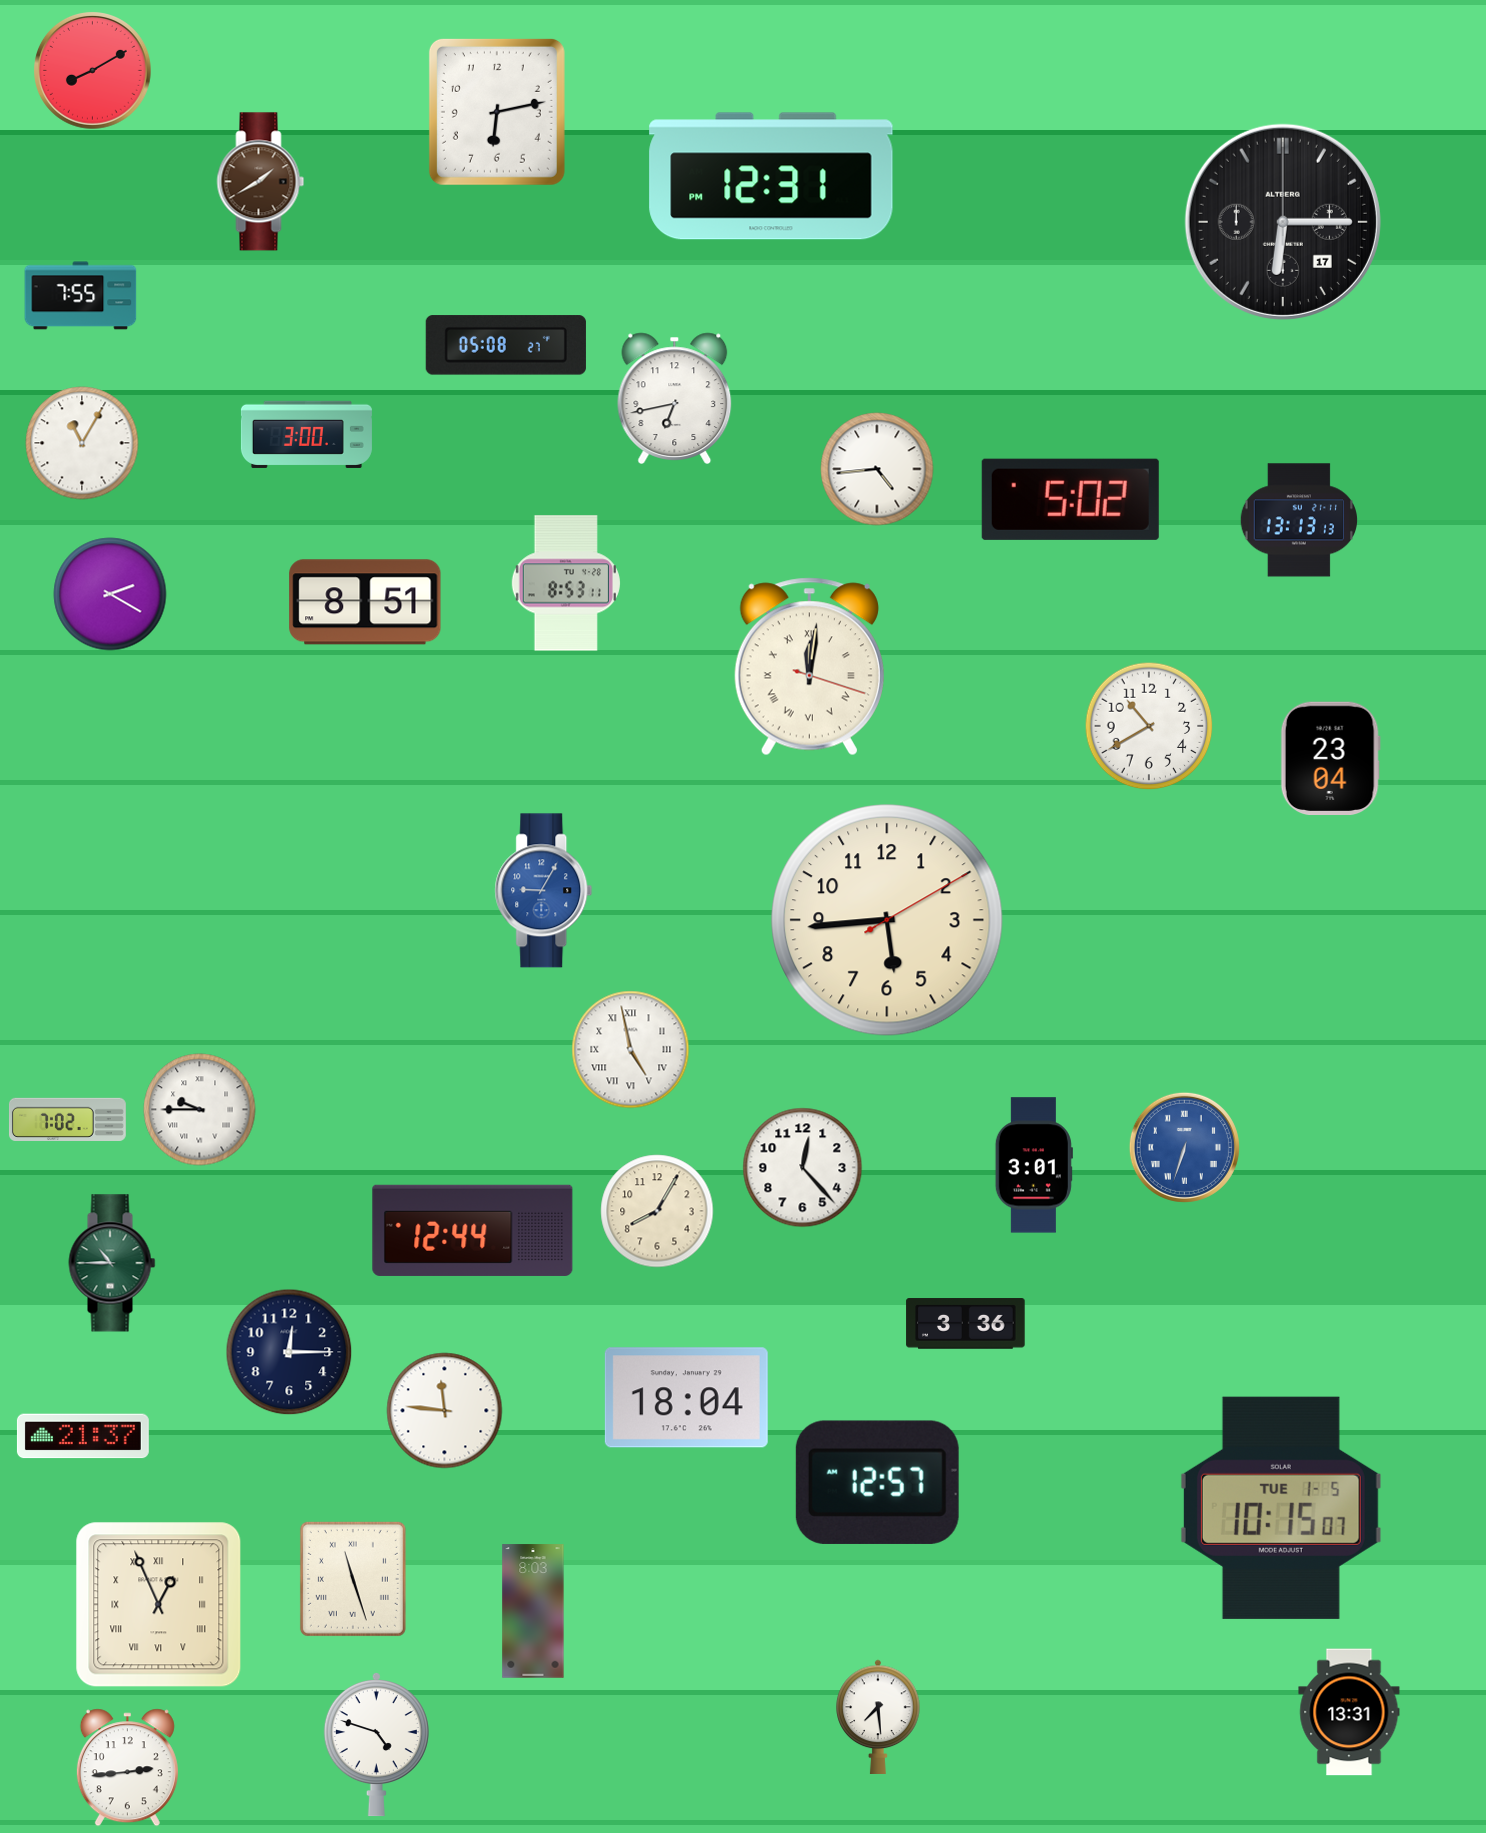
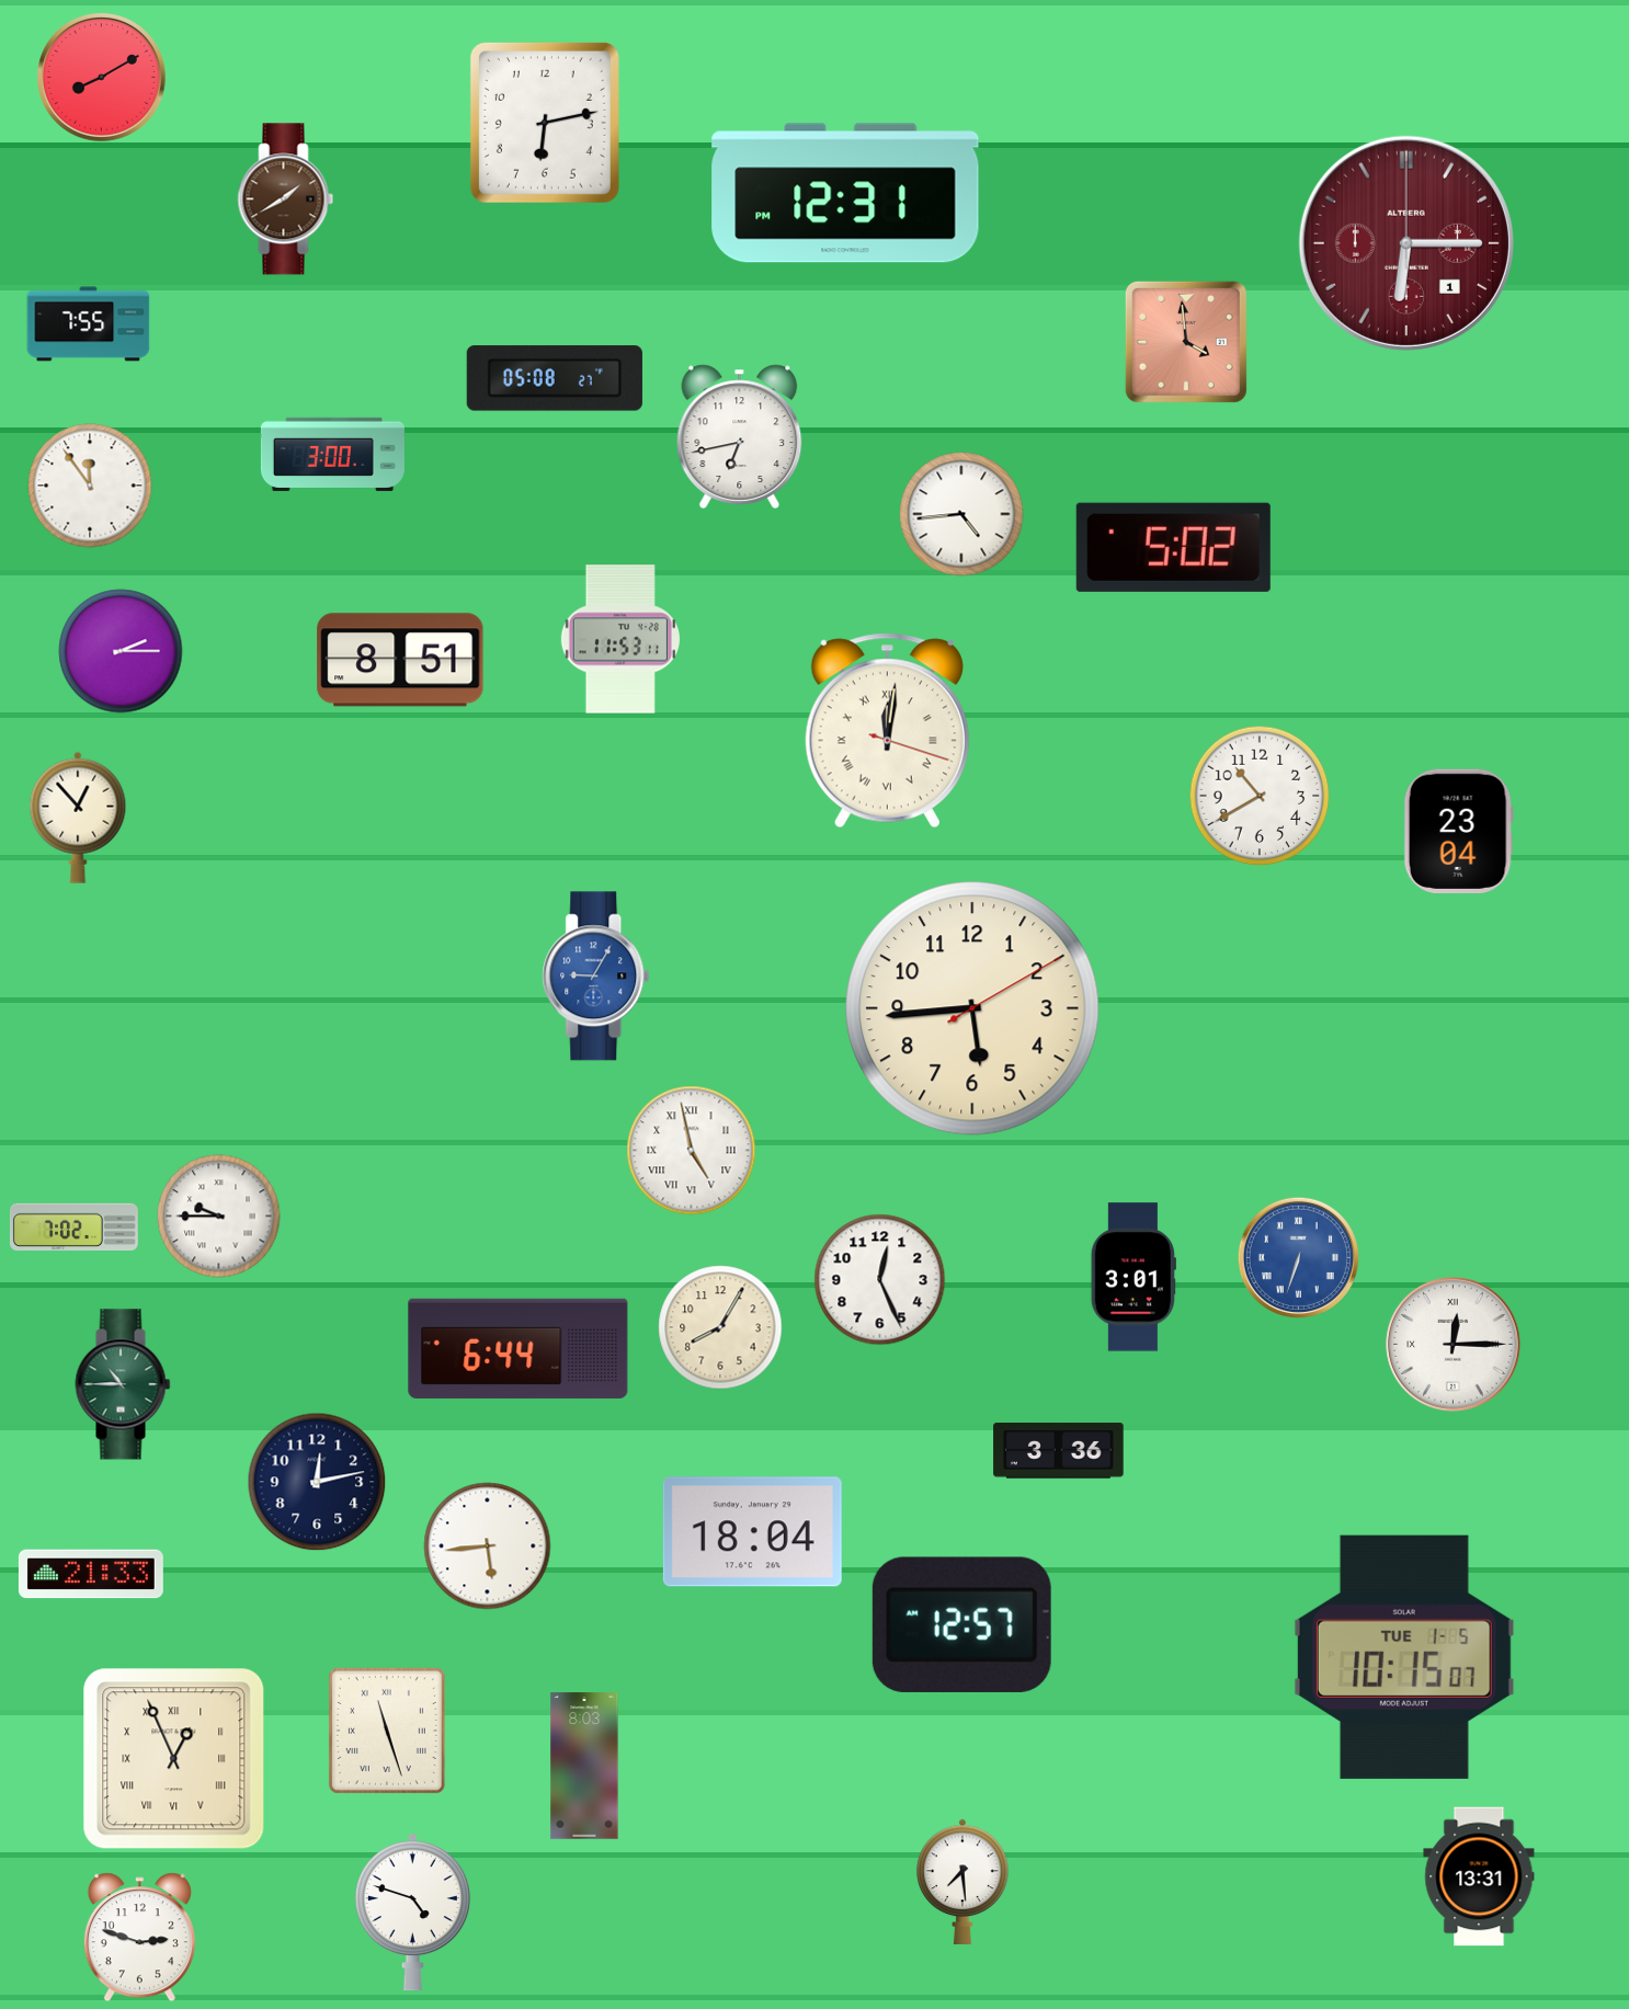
clock at (1283, 222) date: 17 -> 1
clock at (1283, 222) dial: black -> burgundy
clock at (1186, 342): none -> 3:59
clock at (306, 434) position: (306, 434) -> (332, 454)
clock at (82, 443): 11:05 -> 11:54
clock at (1298, 520): 13:13 -> none
clock at (566, 583): 8:53 -> 11:53
clock at (110, 594): 2:20 -> 2:15
clock at (78, 818): none -> 12:53
clock at (803, 1168): 12:23 -> 12:26
clock at (1454, 1345): none -> 12:15
clock at (473, 1230): 12:44 -> 6:44
clock at (289, 1352): 12:15 -> 12:13
clock at (445, 1411): 11:46 -> 5:44
clock at (83, 1436): 21:37 -> 21:33
clock at (1281, 1508) position: (1281, 1508) -> (1404, 1657)
clock at (127, 1768): 2:44 -> 2:48
